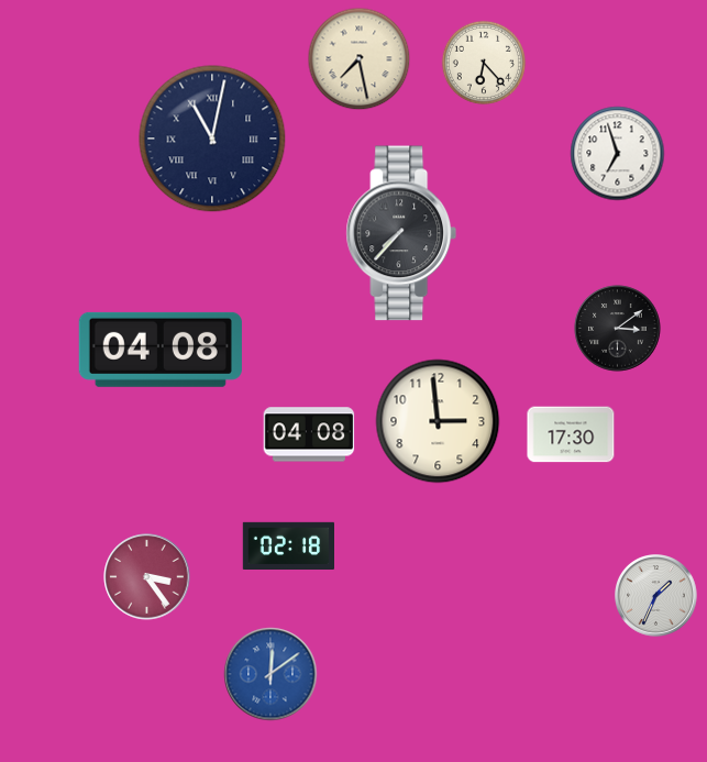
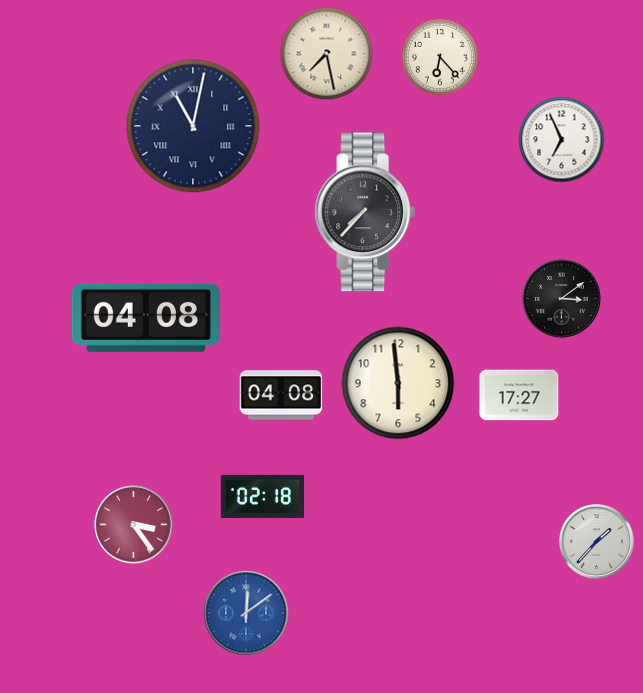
clock at (618, 154): 6:57 -> 6:56
clock at (438, 421): 2:59 -> 5:59
clock at (571, 434): 17:30 -> 17:27
clock at (656, 596): 1:34 -> 1:37
